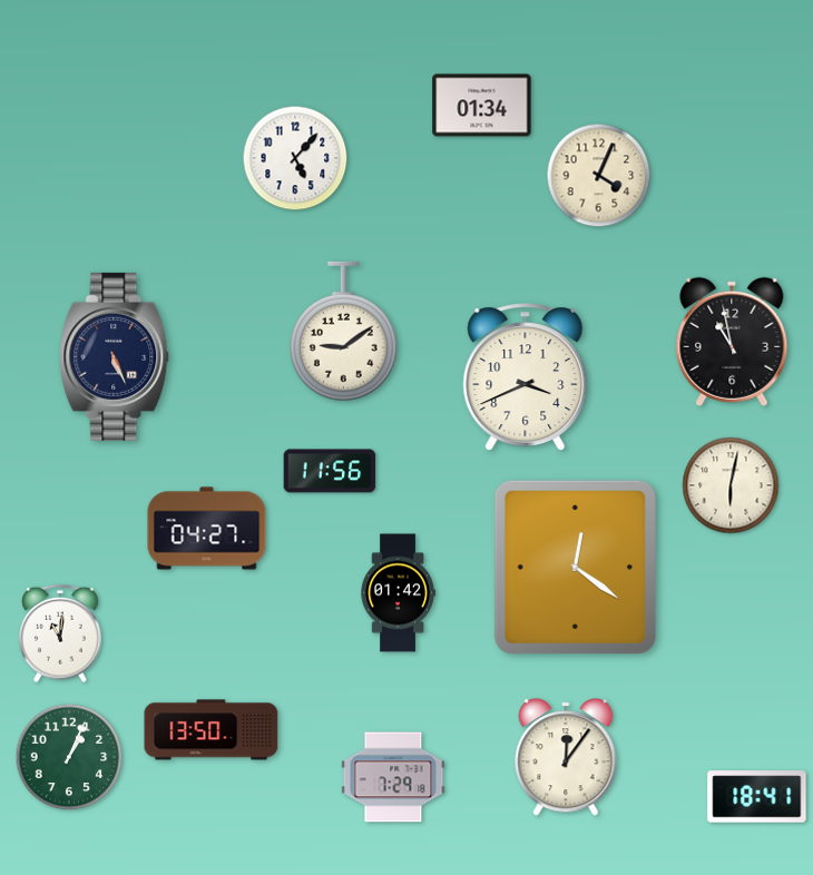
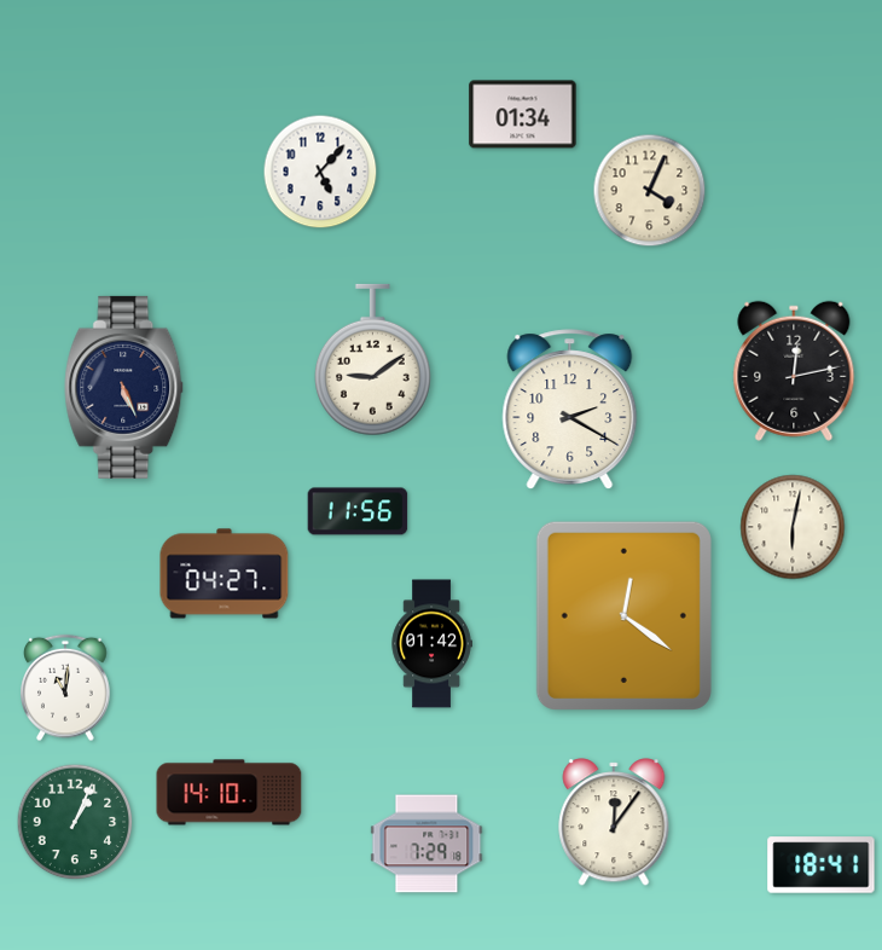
clock at (732, 342): 10:58 -> 12:13
clock at (526, 377): 3:41 -> 2:20
clock at (212, 730): 13:50 -> 14:10
